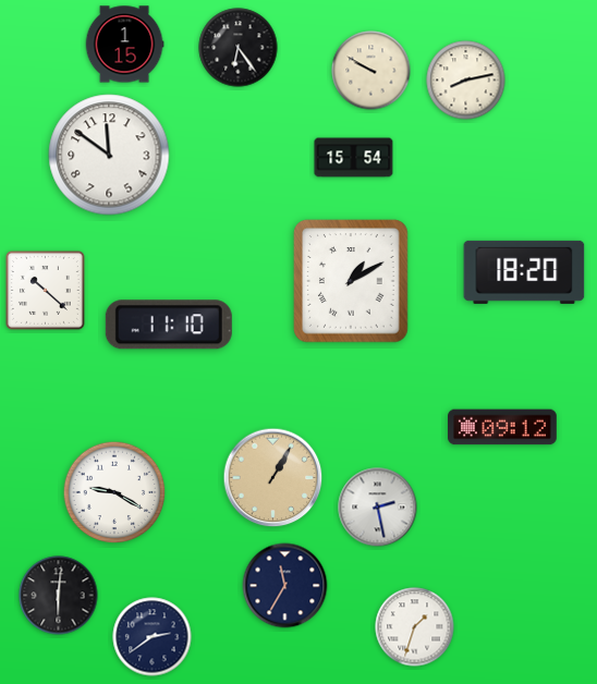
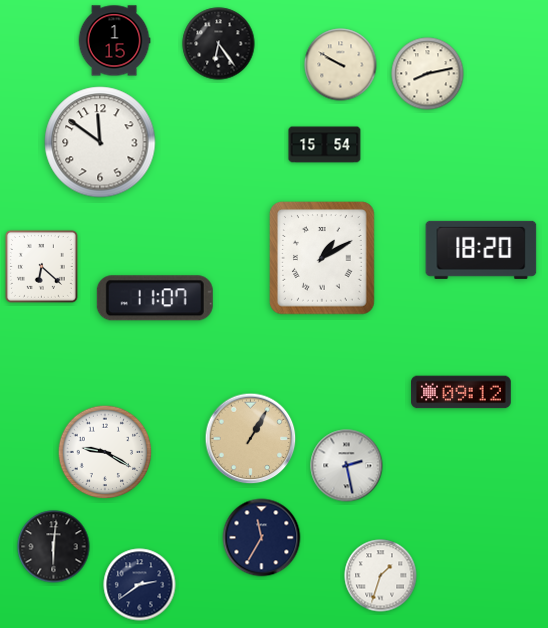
clock at (45, 290): 10:22 -> 6:22
clock at (169, 325): 11:10 -> 11:07
